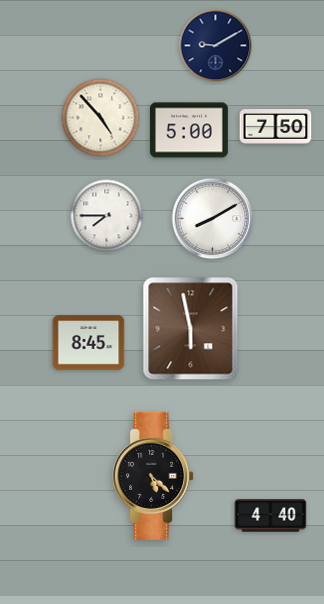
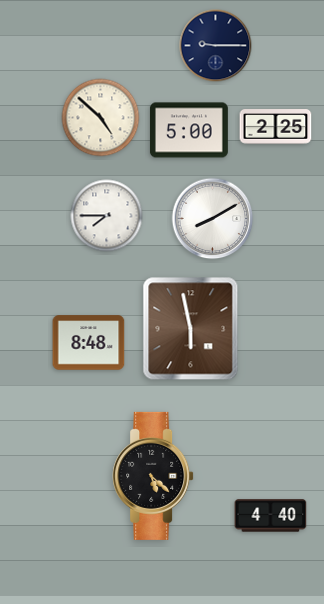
clock at (216, 46): 9:10 -> 9:15
clock at (101, 118): 4:53 -> 4:52
clock at (276, 127): 7:50 -> 2:25
clock at (89, 343): 8:45 -> 8:48
